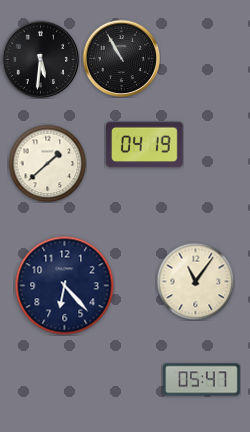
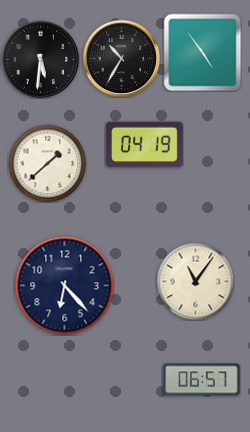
clock at (202, 52): none -> 4:54
clock at (121, 58): 10:55 -> 10:35
clock at (202, 380): 05:47 -> 06:57
